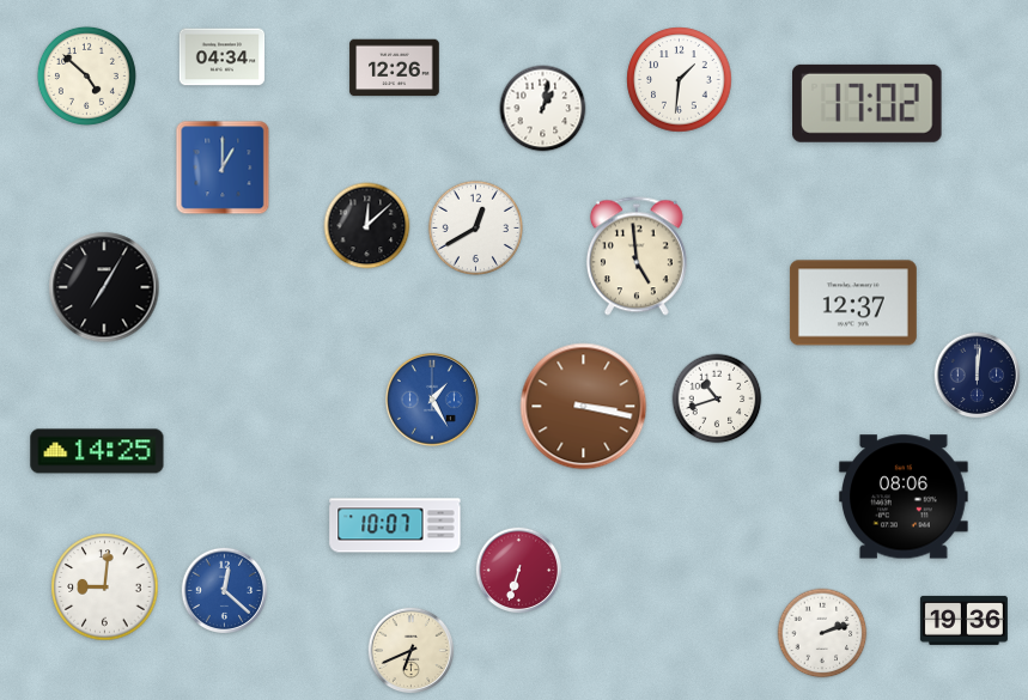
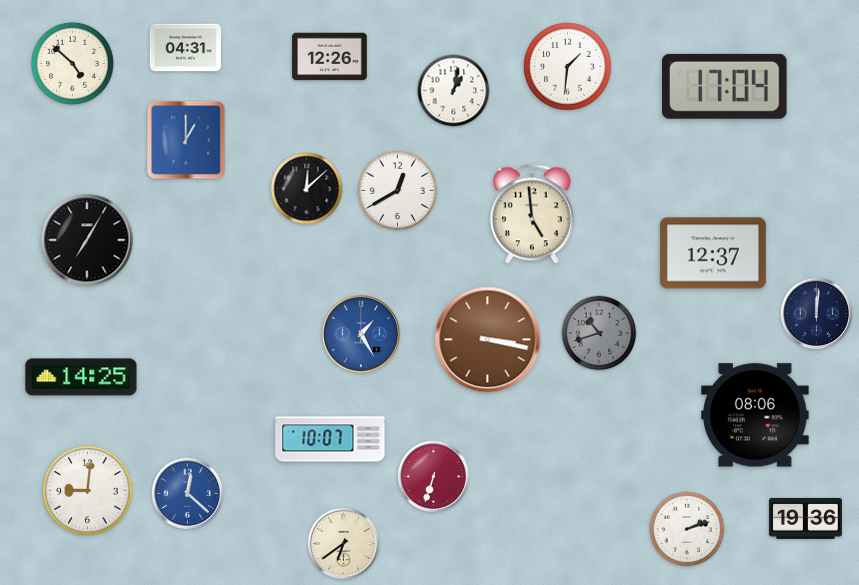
clock at (223, 57): 04:34 -> 04:31
clock at (868, 103): 17:02 -> 17:04
clock at (717, 398) dial: white -> grey
clock at (412, 651): 6:41 -> 6:39
